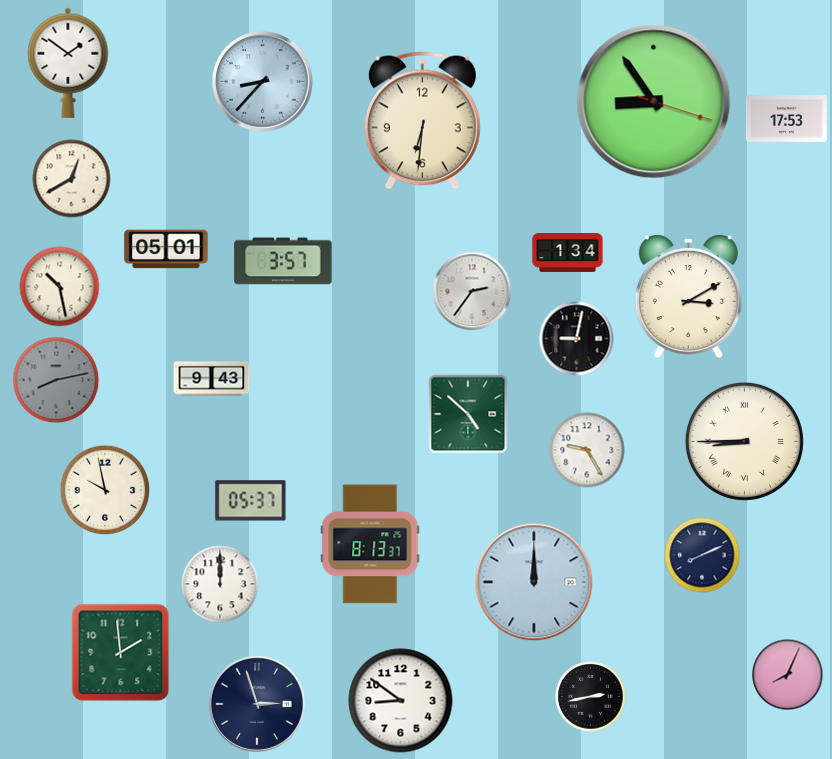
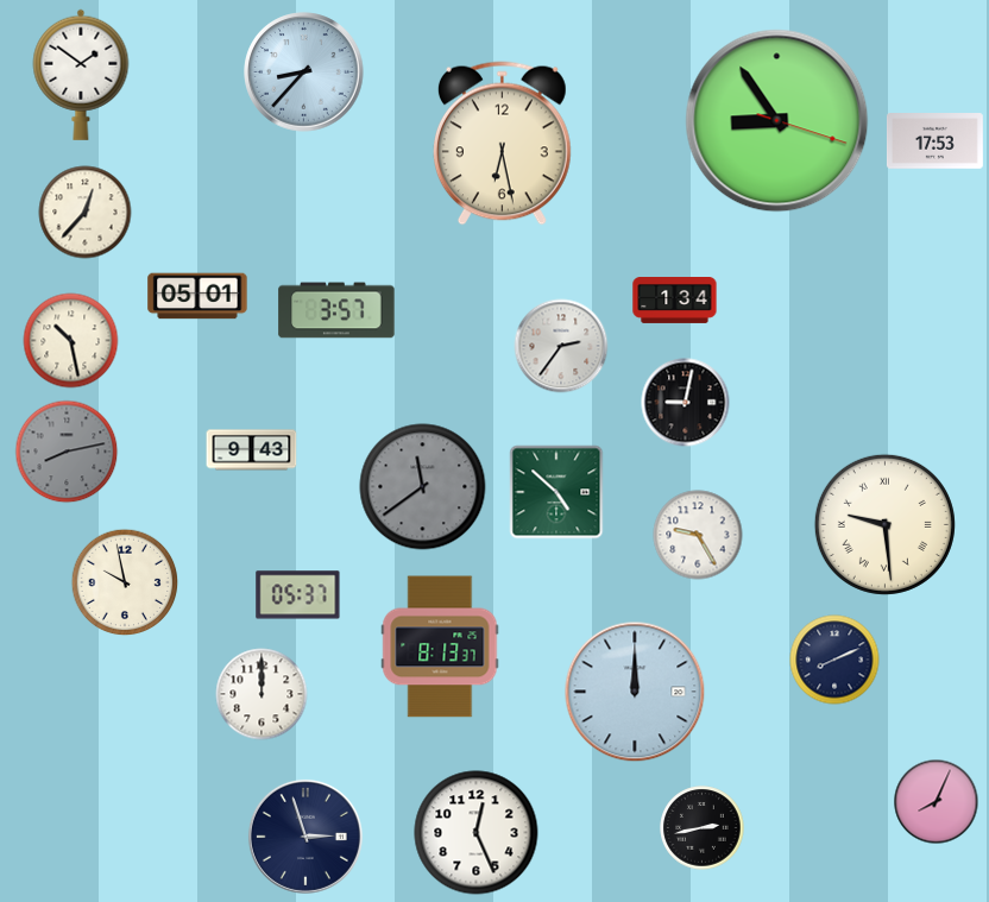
clock at (263, 82) position: (263, 82) -> (304, 72)
clock at (422, 121): 6:31 -> 6:28
clock at (72, 179): 12:40 -> 12:37
clock at (688, 295): 3:10 -> none
clock at (423, 487): none -> 11:39
clock at (744, 441): 8:45 -> 9:29
clock at (121, 653): 1:59 -> none
clock at (401, 701): 8:51 -> 12:26
